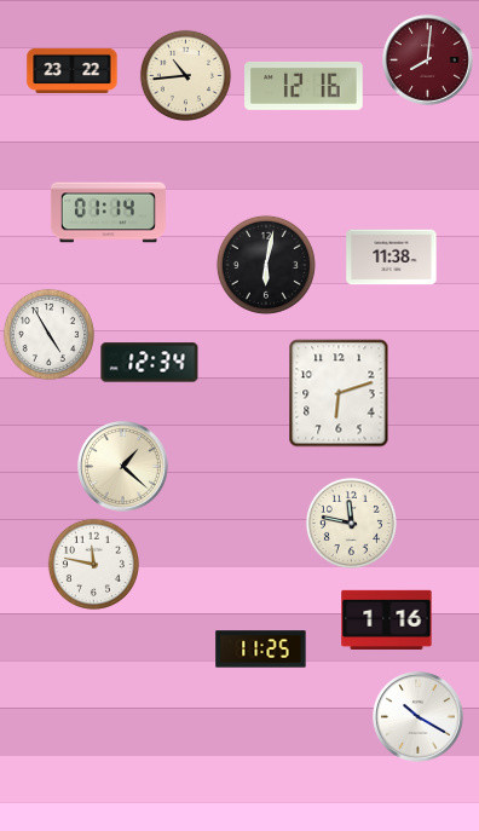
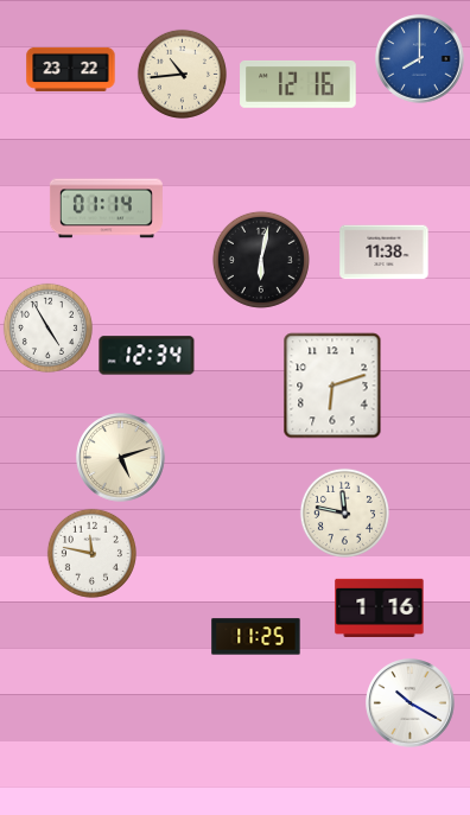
clock at (428, 60): 8:01 -> 8:00
clock at (428, 60) dial: burgundy -> blue
clock at (123, 467): 1:22 -> 5:12
